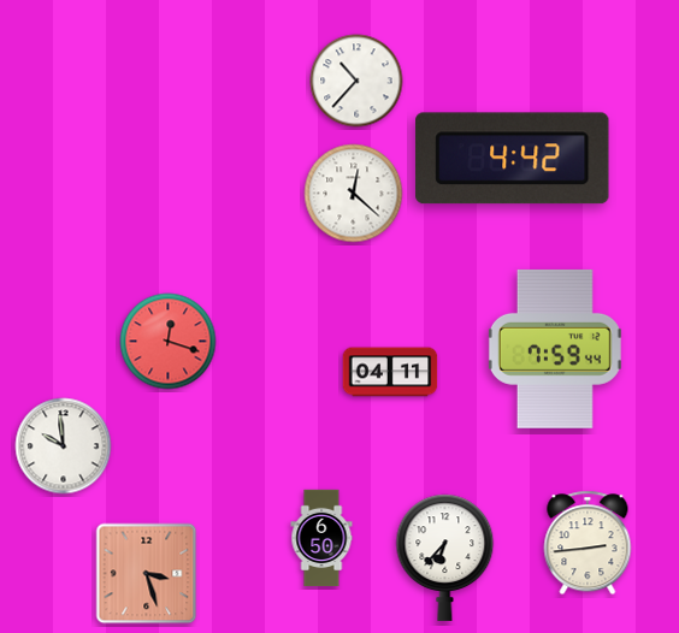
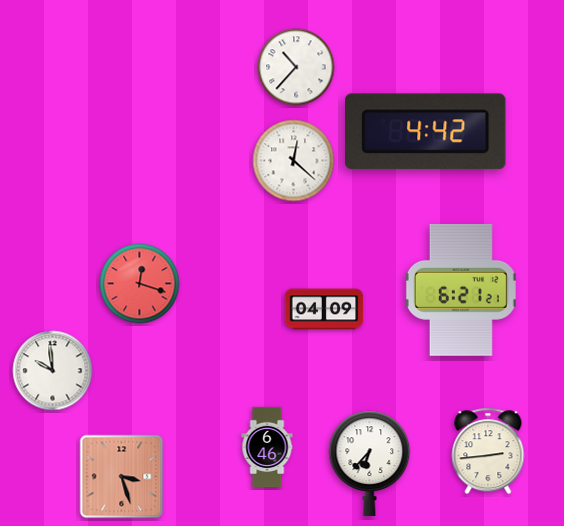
clock at (555, 349): 7:59 -> 6:21
clock at (390, 372): 04:11 -> 04:09
clock at (321, 538): 6:50 -> 6:46
